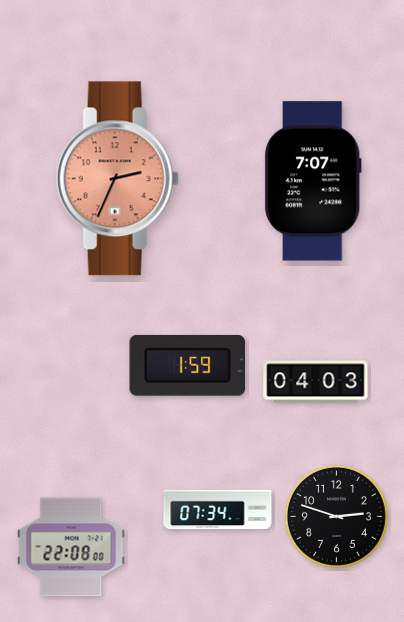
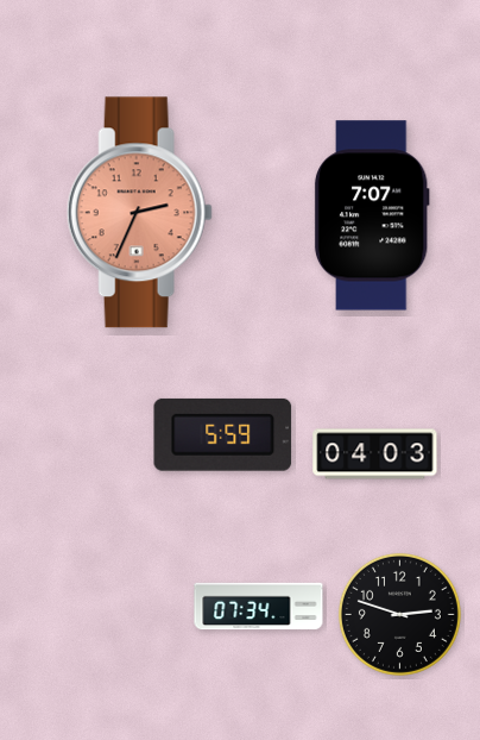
clock at (188, 365): 1:59 -> 5:59
clock at (71, 547): 22:08 -> none
